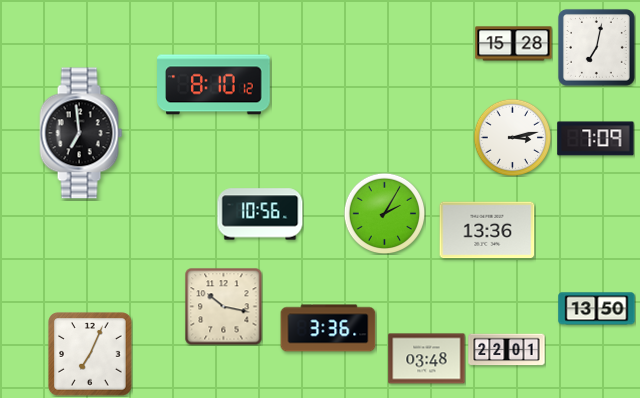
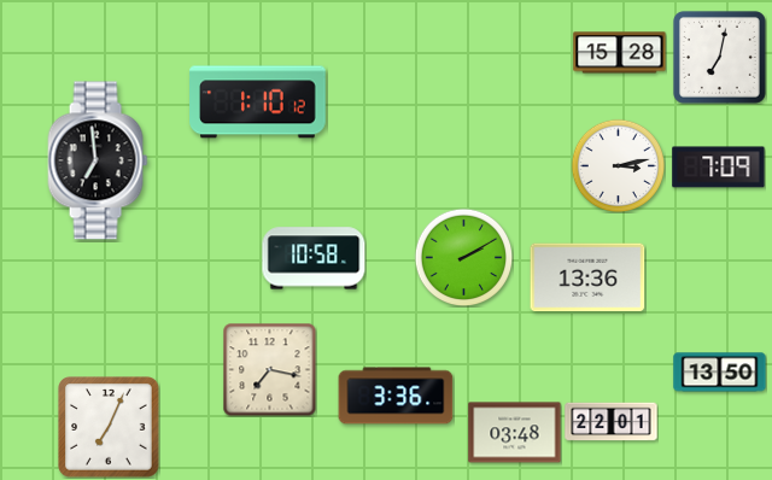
clock at (214, 85): 8:10 -> 1:10
clock at (384, 213): 2:05 -> 2:10
clock at (260, 214): 10:56 -> 10:58
clock at (223, 306): 10:17 -> 7:17
